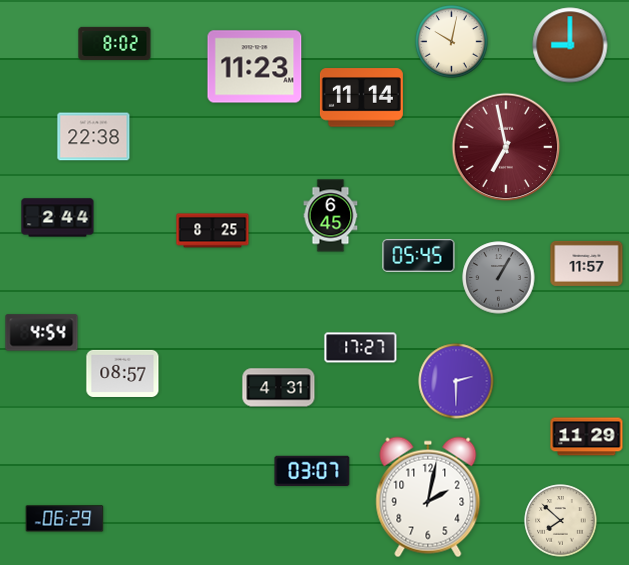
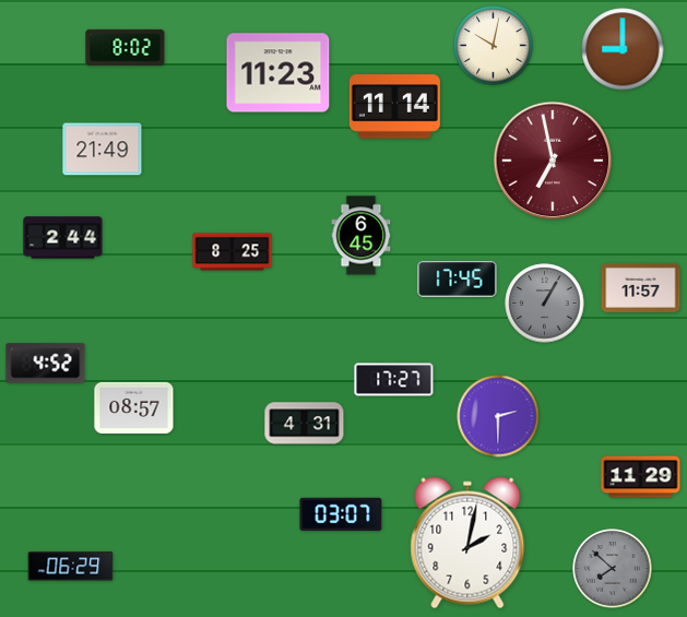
clock at (94, 137): 22:38 -> 21:49
clock at (419, 255): 05:45 -> 17:45
clock at (42, 333): 4:54 -> 4:52
clock at (561, 521) dial: cream -> grey
